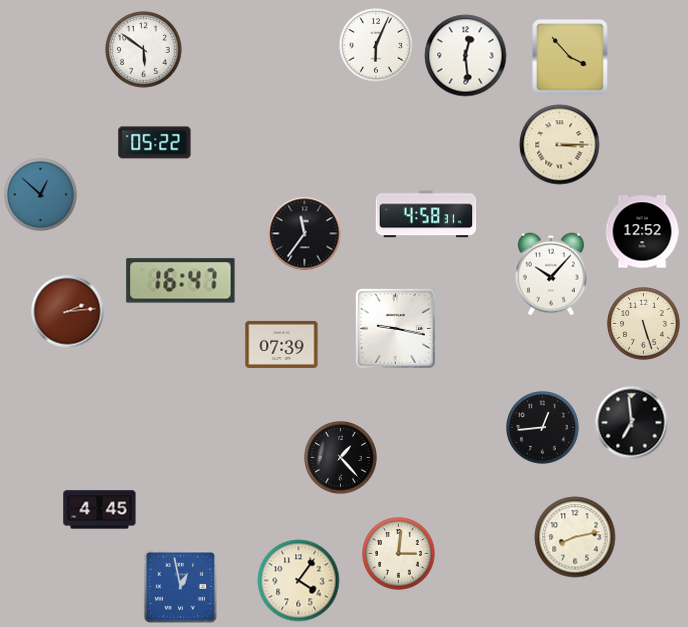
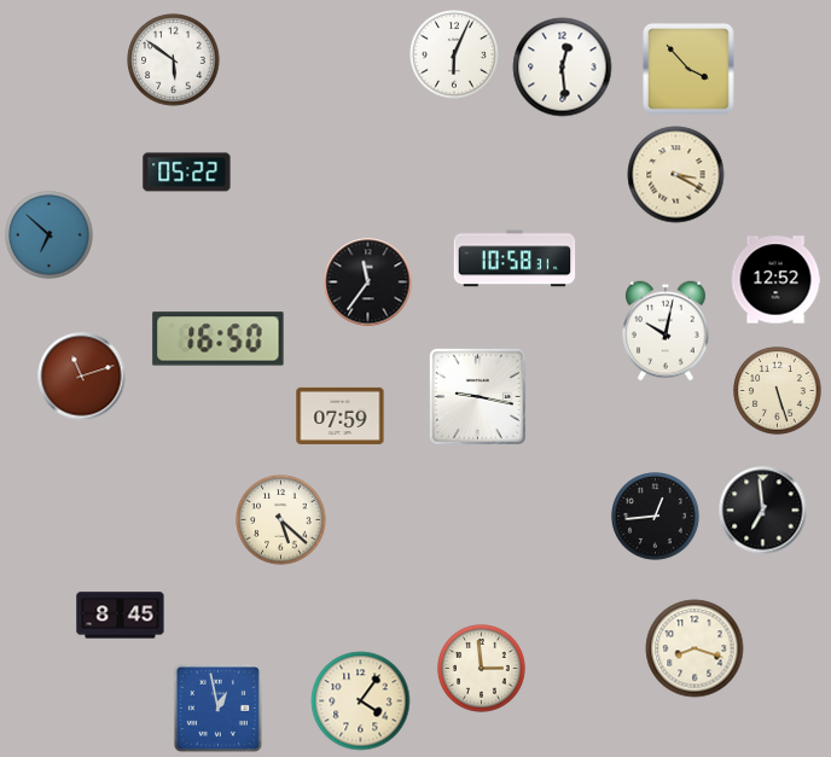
clock at (560, 145): 3:15 -> 3:20
clock at (41, 195): 12:52 -> 6:52
clock at (426, 214): 4:58 -> 10:58
clock at (552, 274): 10:07 -> 10:02
clock at (181, 281): 16:47 -> 16:50
clock at (68, 312): 2:14 -> 11:12
clock at (282, 344): 07:39 -> 07:59
clock at (281, 520): none -> 5:22
clock at (341, 458): 1:23 -> none
clock at (100, 510): 4:45 -> 8:45
clock at (575, 537): 8:13 -> 8:18
clock at (399, 554): 3:01 -> 2:59
